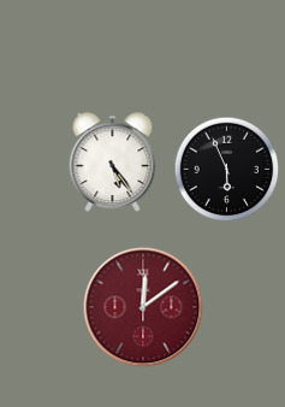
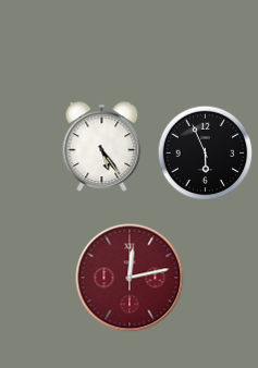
clock at (143, 307): 12:09 -> 12:13
